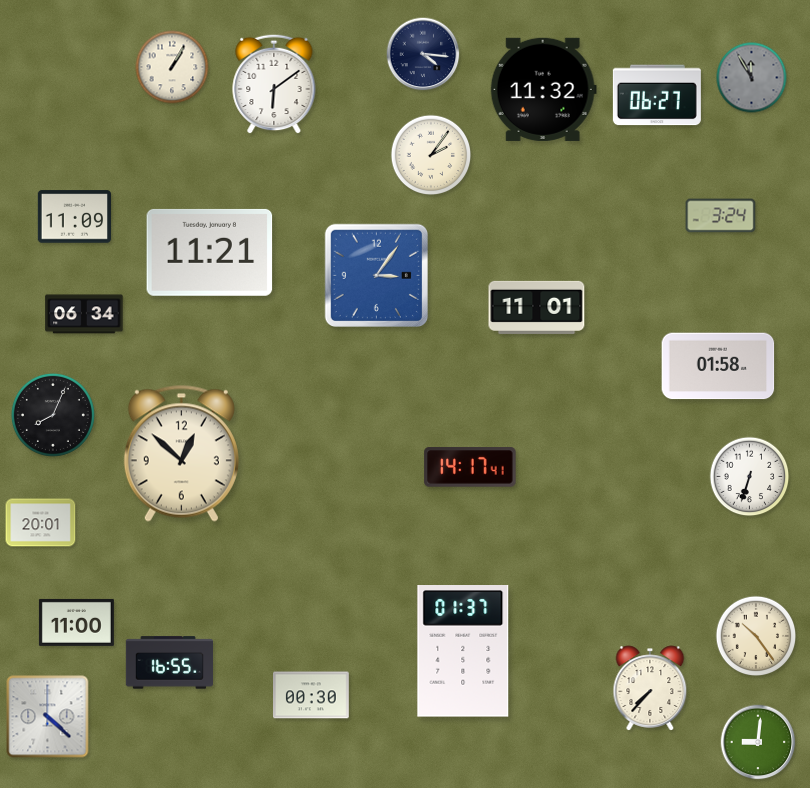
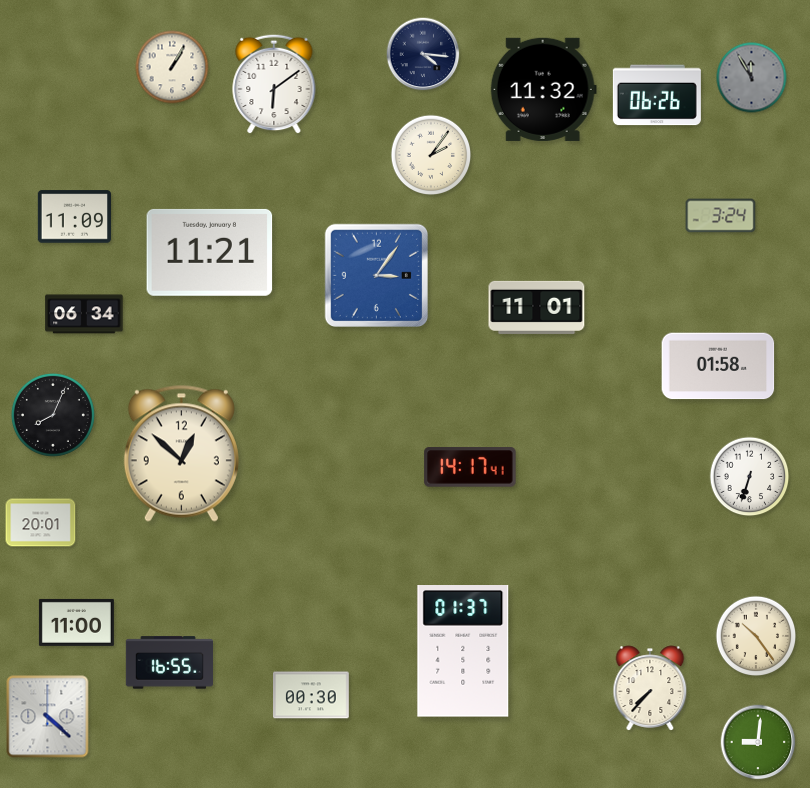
clock at (657, 95): 06:27 -> 06:26
